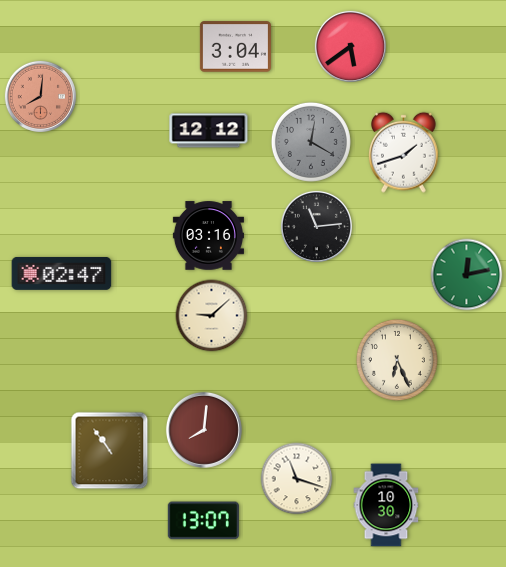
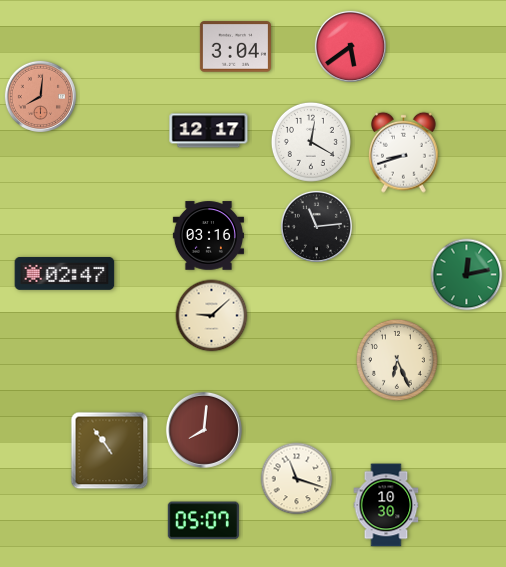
clock at (209, 131): 12:12 -> 12:17
clock at (311, 142) dial: grey -> white
clock at (404, 152): 1:42 -> 8:42
clock at (62, 273) position: (62, 273) -> (65, 273)
clock at (203, 521): 13:07 -> 05:07
